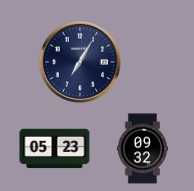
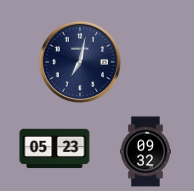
clock at (79, 61): 7:05 -> 7:02
clock at (142, 149) position: (142, 149) -> (145, 152)
